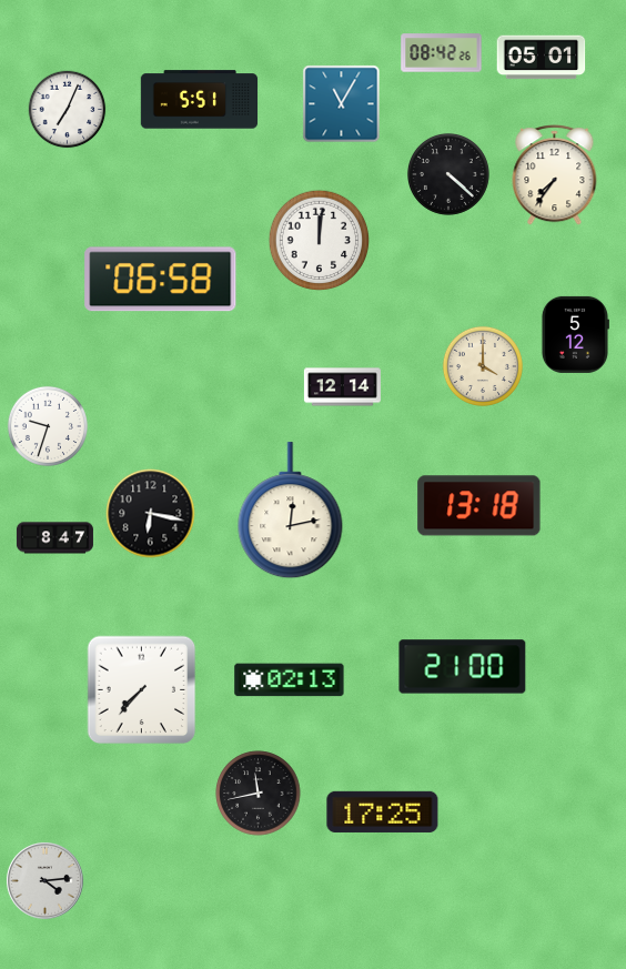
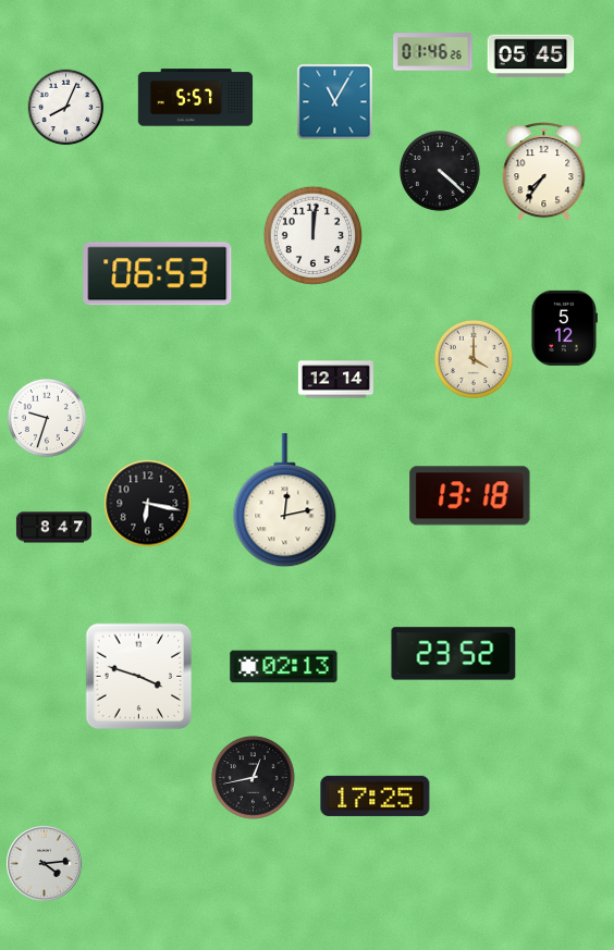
clock at (442, 53): 08:42 -> 01:46
clock at (542, 58): 05:01 -> 05:45
clock at (200, 100): 5:51 -> 5:57
clock at (68, 110): 7:04 -> 8:04
clock at (161, 280): 06:58 -> 06:53
clock at (463, 667): 21:00 -> 23:52
clock at (142, 690): 7:37 -> 3:48
clock at (259, 794): 11:43 -> 12:43
